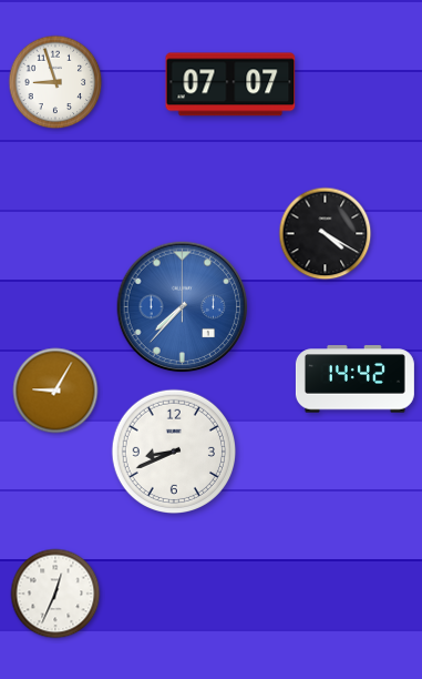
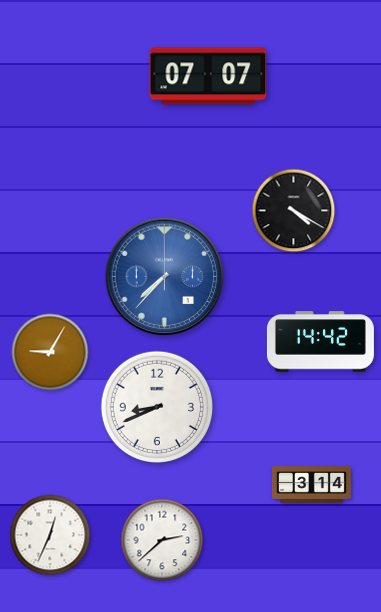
clock at (55, 82): 8:57 -> none
clock at (312, 485): none -> 3:14
clock at (162, 540): none -> 2:38
